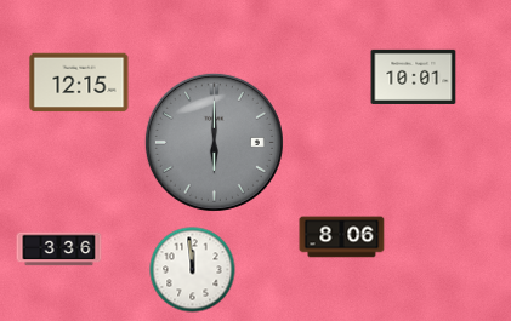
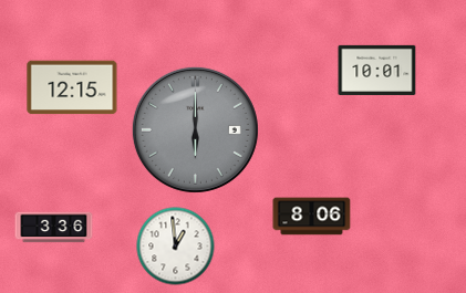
clock at (79, 82) position: (79, 82) -> (72, 87)
clock at (193, 270): 11:59 -> 12:59
